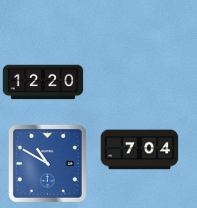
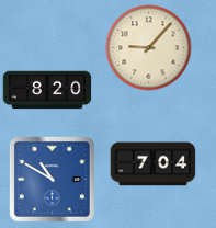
clock at (148, 47): none -> 9:07
clock at (43, 82): 12:20 -> 8:20
